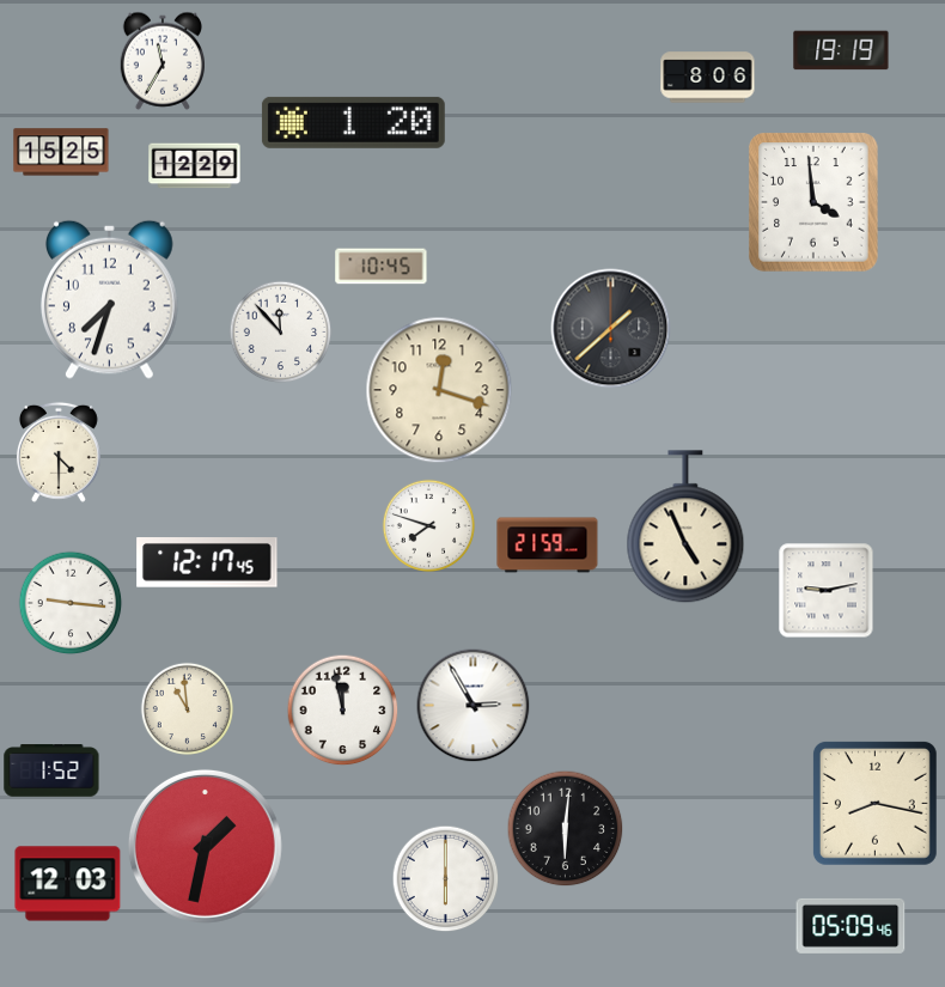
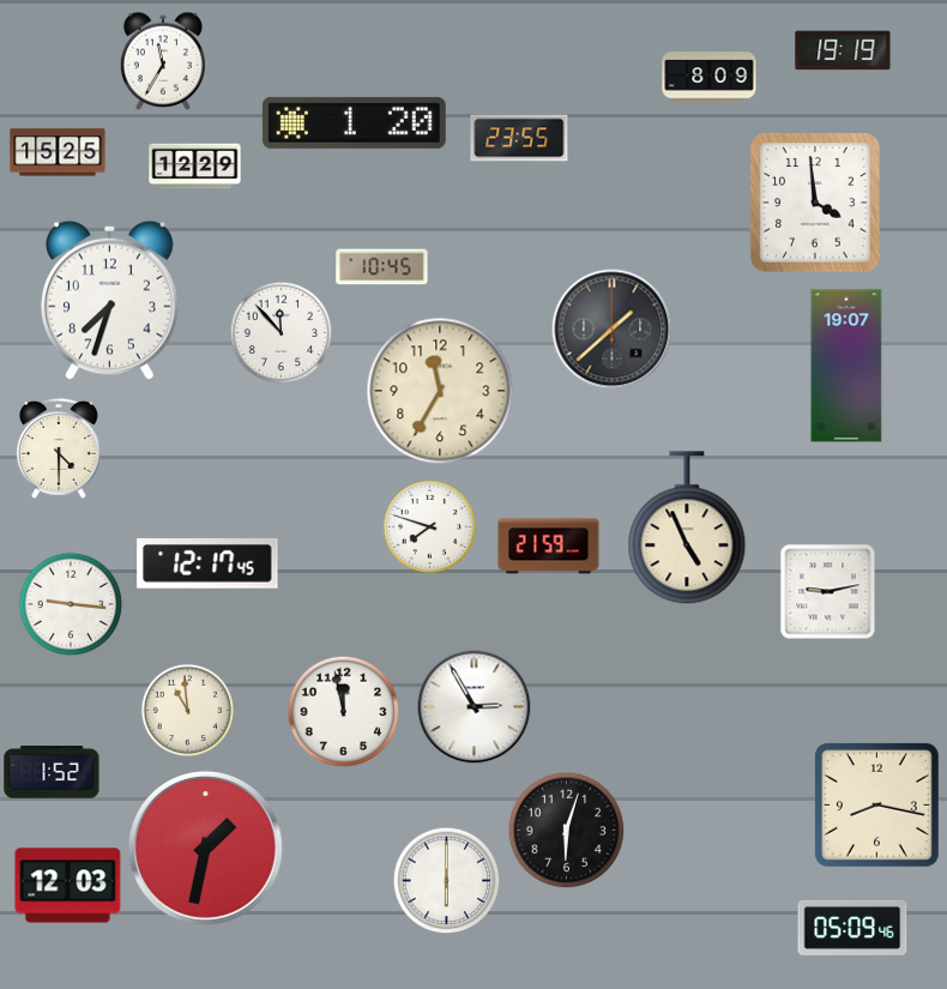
clock at (708, 78): 8:06 -> 8:09
clock at (519, 138): none -> 23:55
clock at (61, 152) position: (61, 152) -> (58, 152)
clock at (846, 366): none -> 19:07
clock at (439, 390): 12:18 -> 11:35
clock at (59, 452) position: (59, 452) -> (59, 448)
clock at (565, 828): 6:01 -> 6:03
